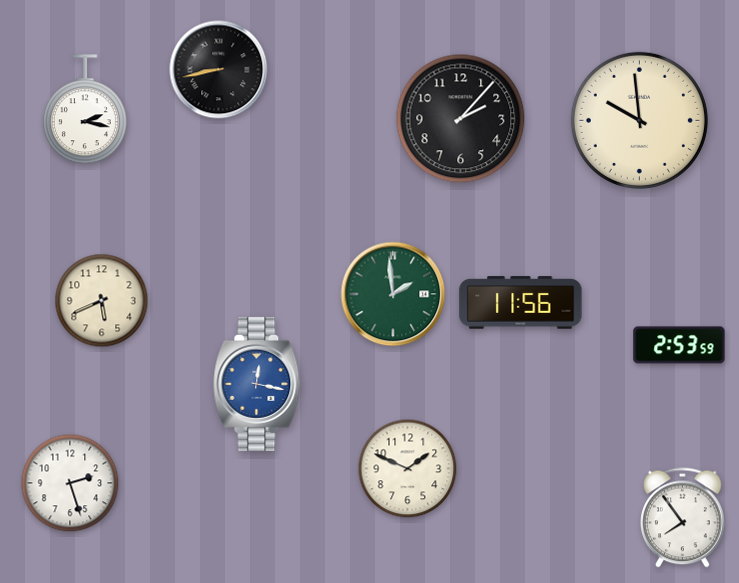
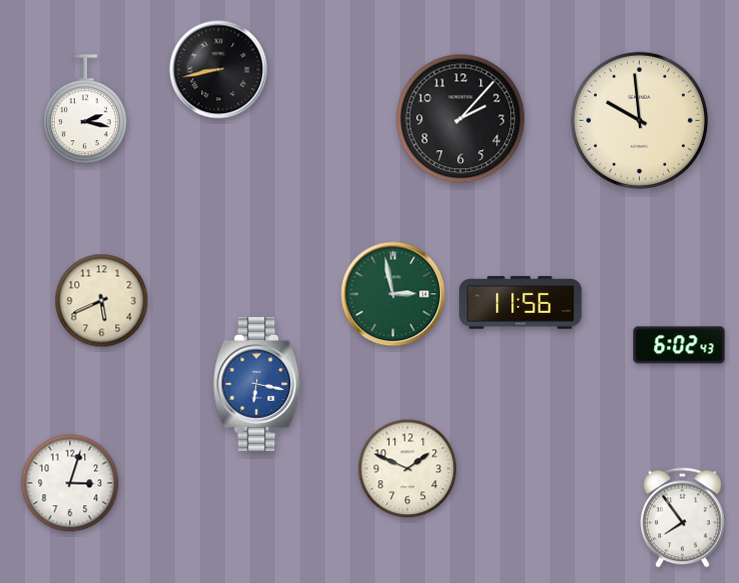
clock at (393, 294): 1:59 -> 2:58
clock at (679, 345): 2:53 -> 6:02
clock at (257, 384): 12:17 -> 6:17
clock at (70, 483): 2:27 -> 3:03
